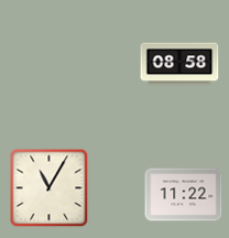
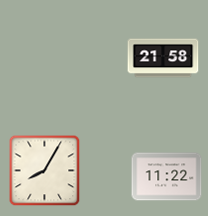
clock at (179, 64): 08:58 -> 21:58
clock at (50, 188): 11:05 -> 8:05
